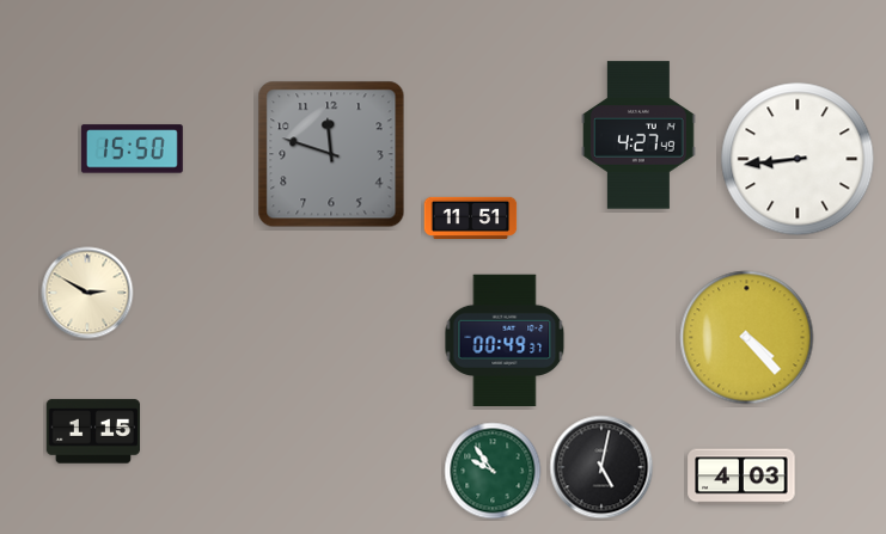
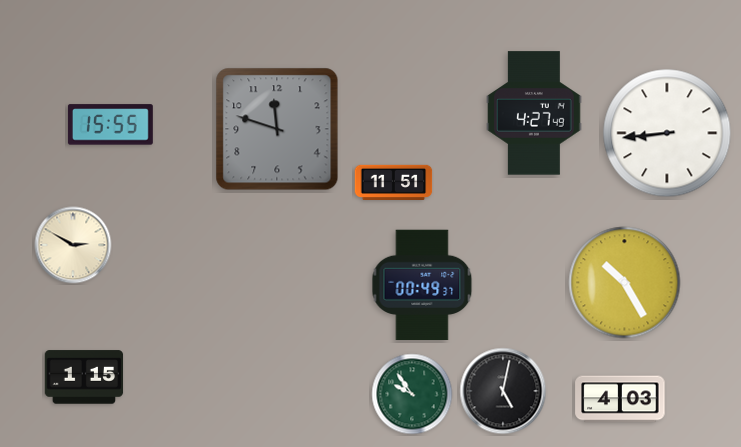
clock at (132, 149): 15:50 -> 15:55
clock at (747, 338): 4:23 -> 10:25
clock at (93, 431) position: (93, 431) -> (84, 377)
